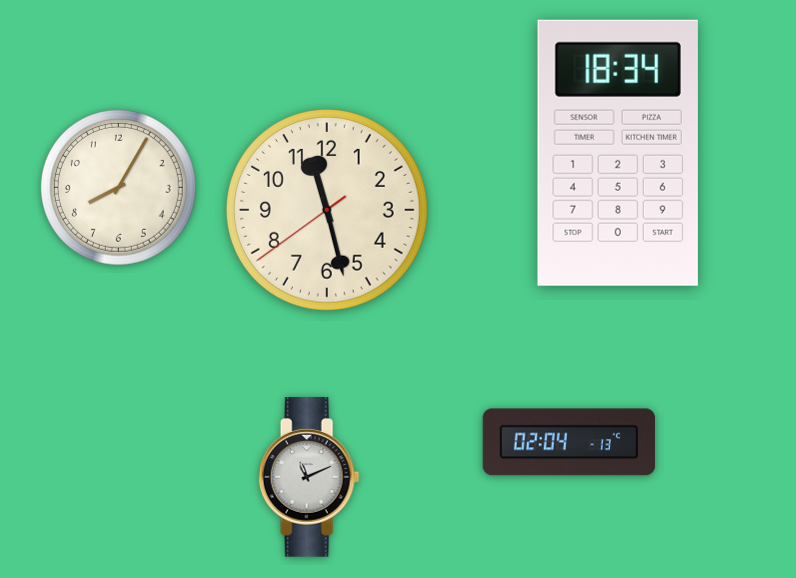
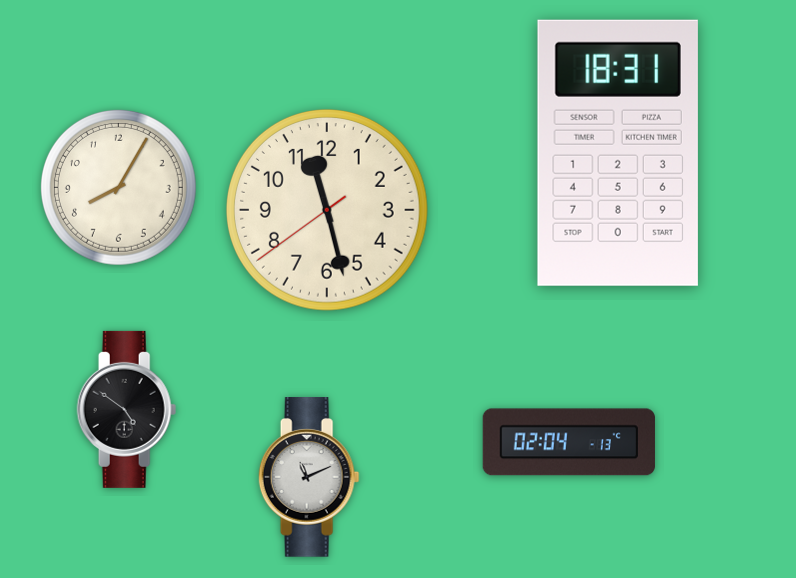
clock at (618, 153): 18:34 -> 18:31
clock at (127, 409): none -> 4:51
